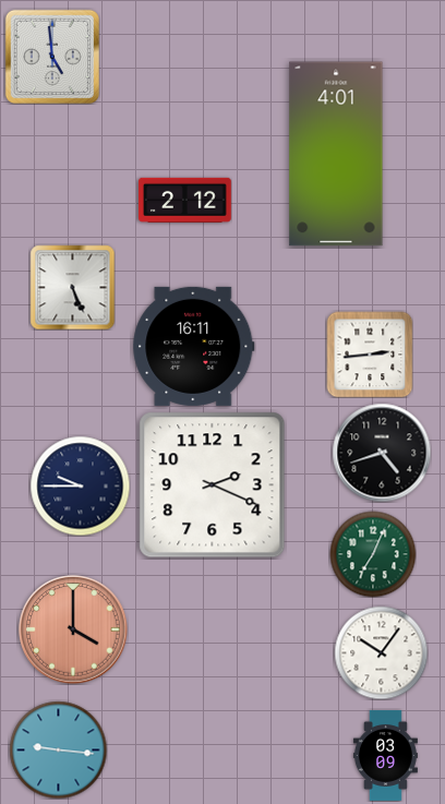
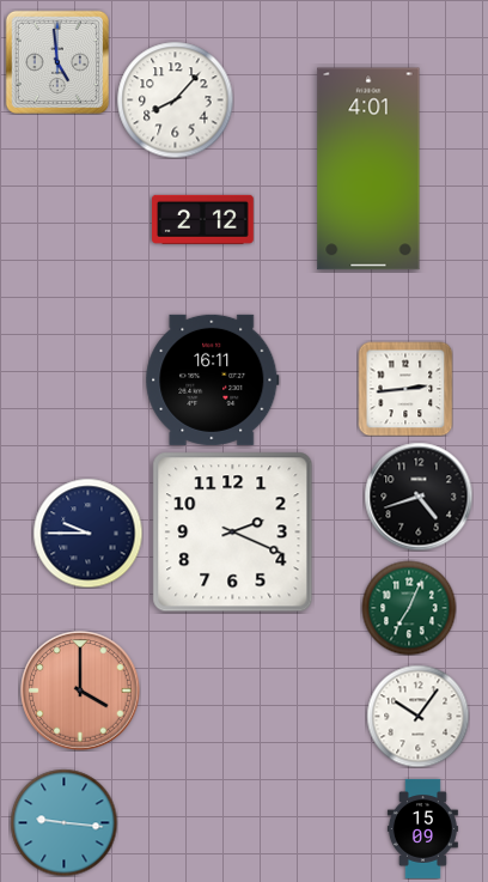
clock at (175, 99): none -> 8:07
clock at (72, 287): 5:26 -> none
clock at (385, 755): 03:09 -> 15:09
